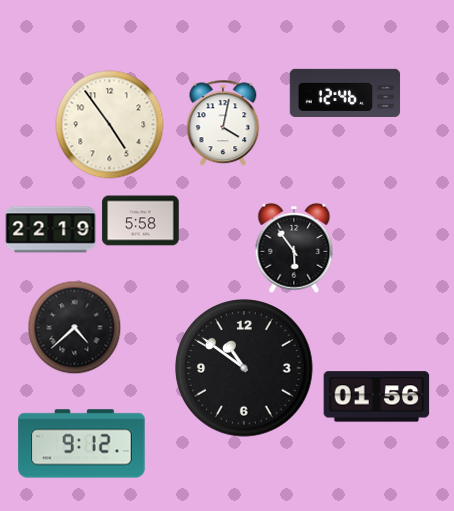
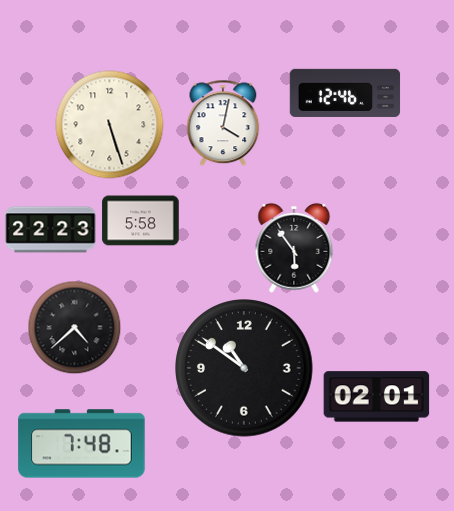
clock at (110, 125): 4:54 -> 5:27
clock at (51, 230): 22:19 -> 22:23
clock at (377, 397): 01:56 -> 02:01
clock at (82, 444): 9:12 -> 7:48
